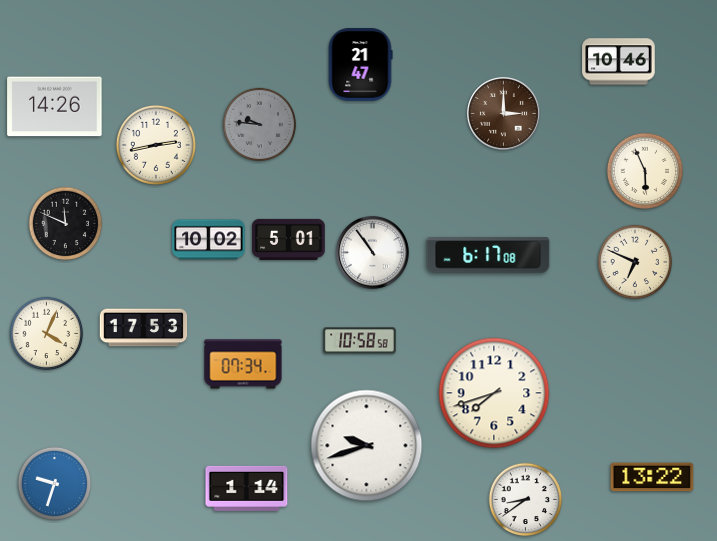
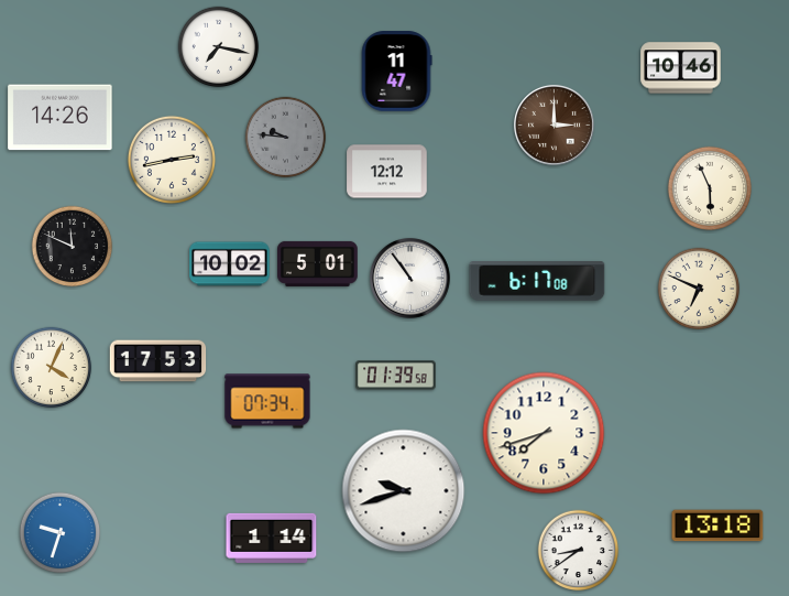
clock at (219, 47): none -> 7:17
clock at (360, 65): 21:47 -> 11:47
clock at (387, 172): none -> 12:12
clock at (360, 341): 10:58 -> 01:39
clock at (652, 477): 13:22 -> 13:18
